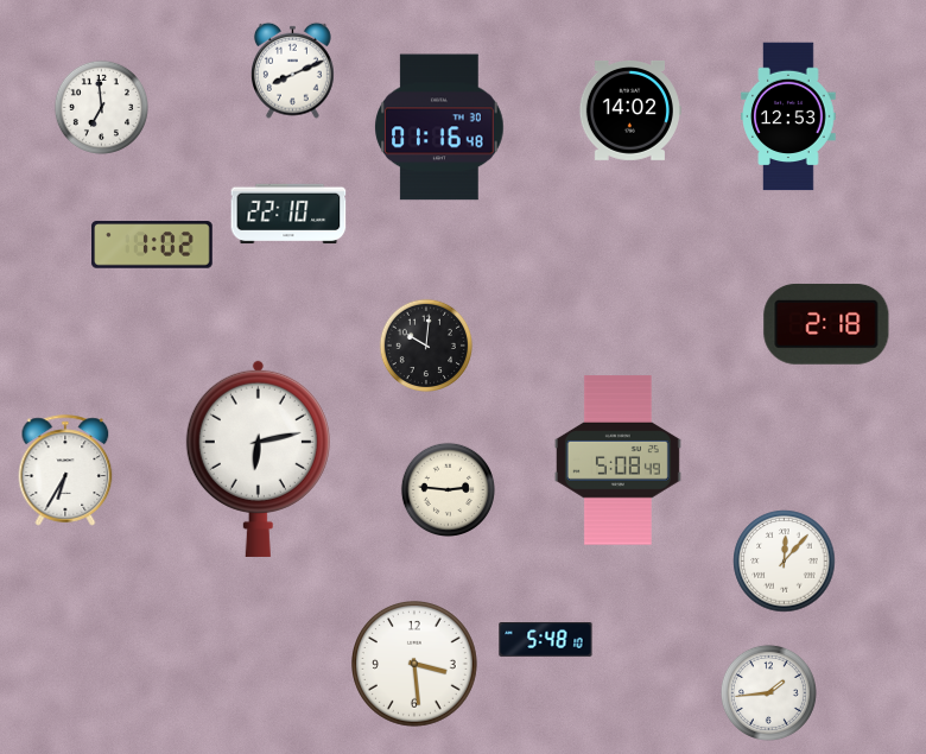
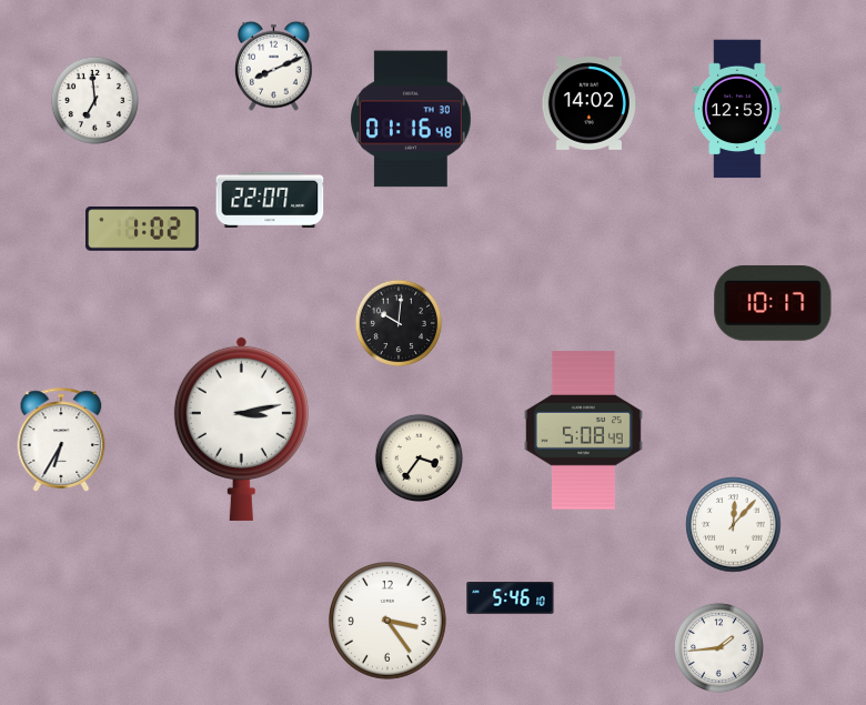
clock at (288, 214): 22:10 -> 22:07
clock at (826, 324): 2:18 -> 10:17
clock at (258, 458): 6:13 -> 3:13
clock at (617, 461) position: (617, 461) -> (583, 431)
clock at (448, 489): 2:46 -> 3:36
clock at (546, 640): 5:48 -> 5:46
clock at (416, 665): 3:29 -> 3:24
